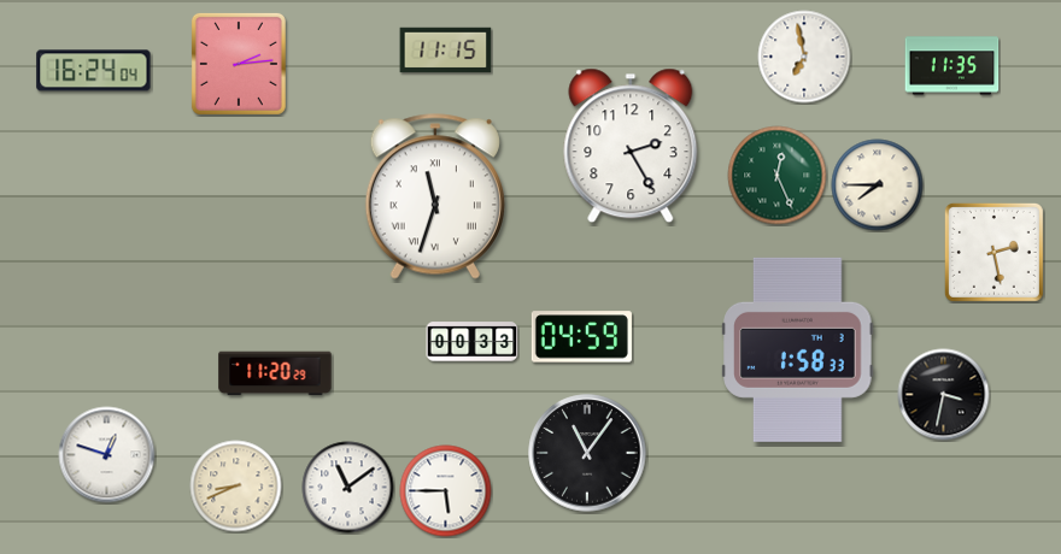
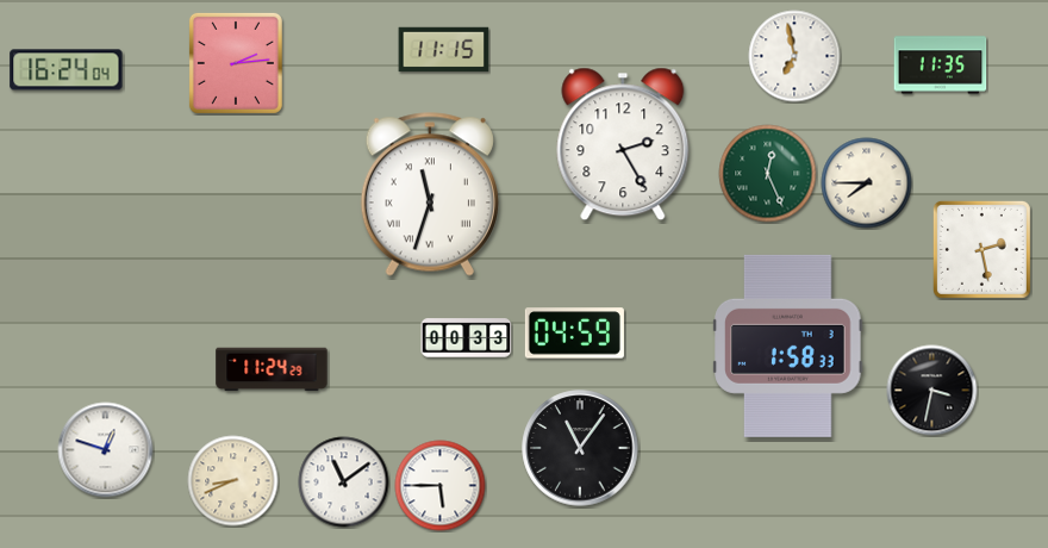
clock at (446, 51) position: (446, 51) -> (444, 50)
clock at (94, 71) position: (94, 71) -> (67, 70)
clock at (275, 373): 11:20 -> 11:24
